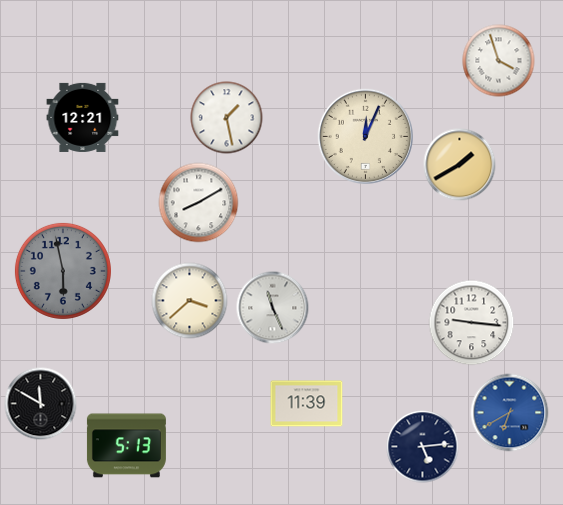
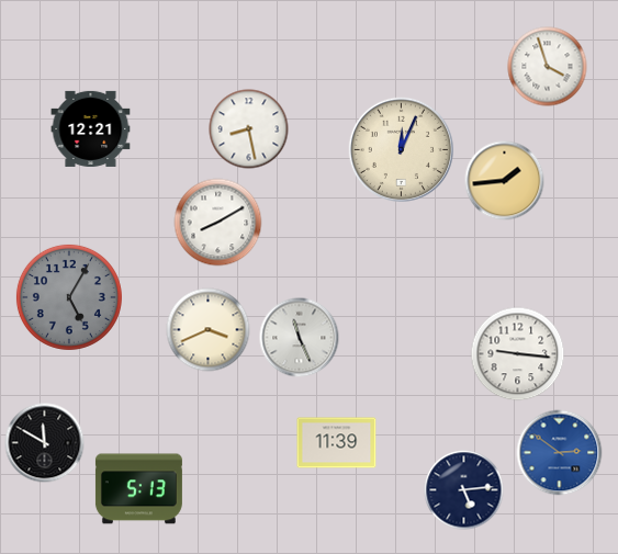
clock at (227, 118): 1:28 -> 8:28
clock at (460, 165): 1:40 -> 1:44
clock at (63, 271): 5:58 -> 5:05
clock at (190, 301): 3:38 -> 3:41
clock at (510, 413): 6:40 -> 2:51
